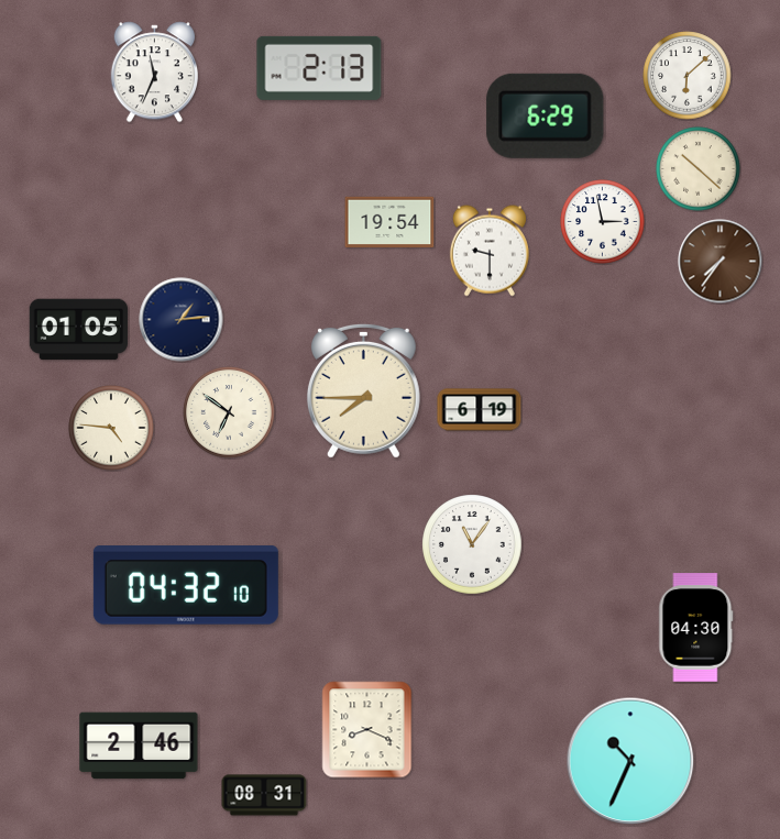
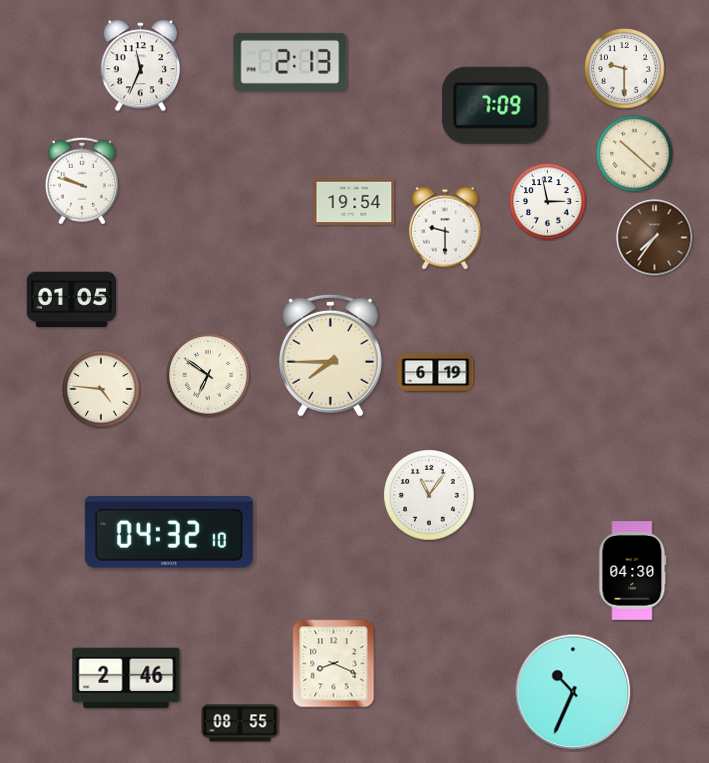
clock at (688, 76): 6:08 -> 9:30
clock at (546, 115): 6:29 -> 7:09
clock at (82, 181): none -> 9:48
clock at (182, 320): 1:14 -> none
clock at (264, 795): 08:31 -> 08:55
